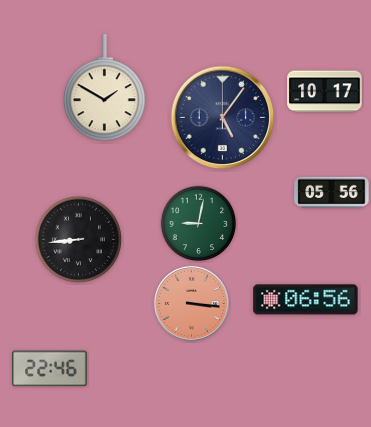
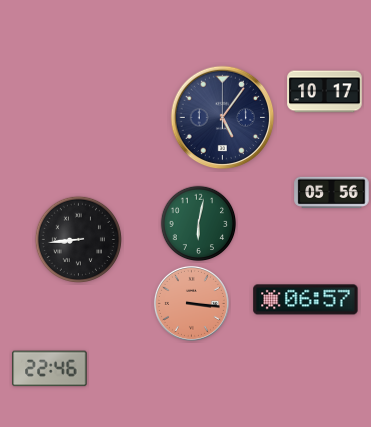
clock at (104, 88): 1:50 -> none
clock at (199, 224): 9:02 -> 6:02
clock at (306, 300): 06:56 -> 06:57
